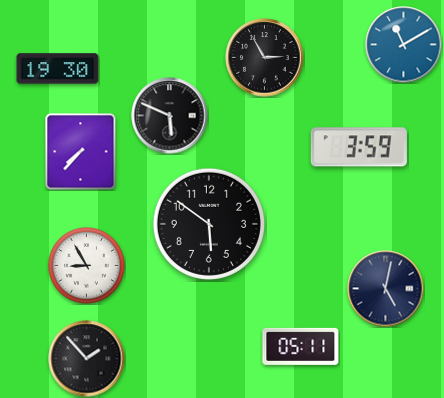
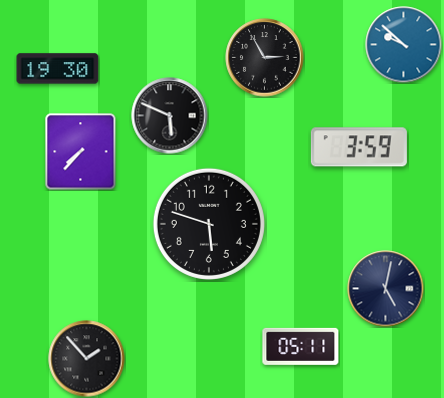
clock at (404, 45): 11:10 -> 9:52
clock at (209, 224): 5:51 -> 5:48
clock at (87, 266): 8:55 -> none
